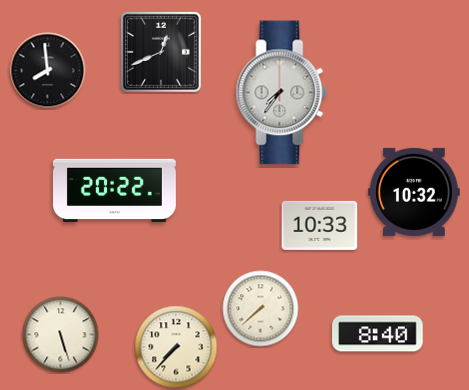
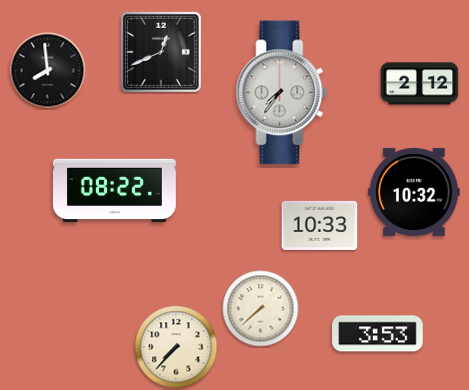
clock at (420, 84): none -> 2:12
clock at (115, 191): 20:22 -> 08:22
clock at (378, 334): 8:40 -> 3:53
clock at (61, 335): 5:27 -> none
